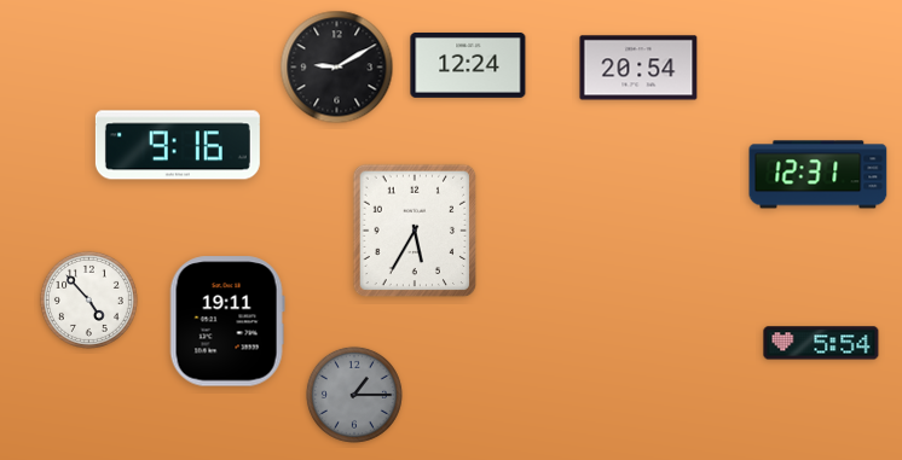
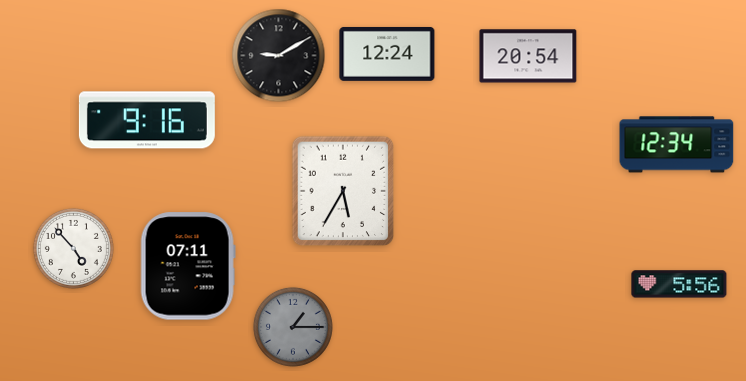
clock at (819, 175): 12:31 -> 12:34
clock at (227, 321): 19:11 -> 07:11
clock at (821, 343): 5:54 -> 5:56
